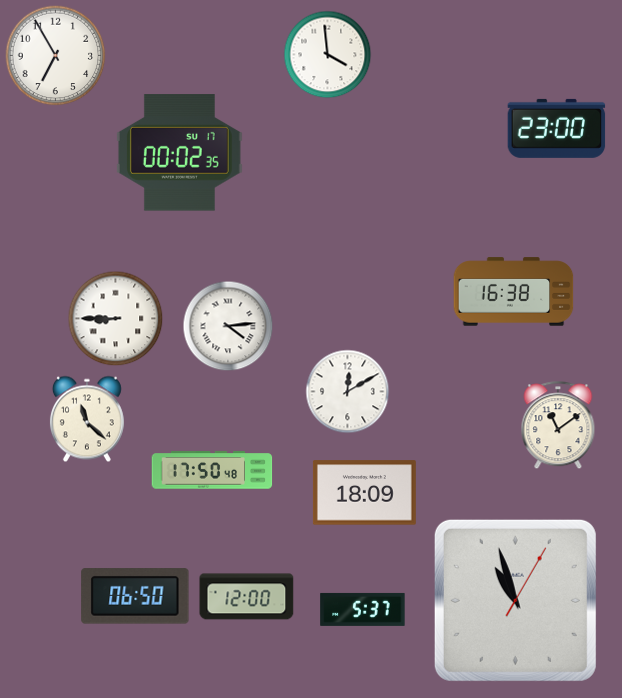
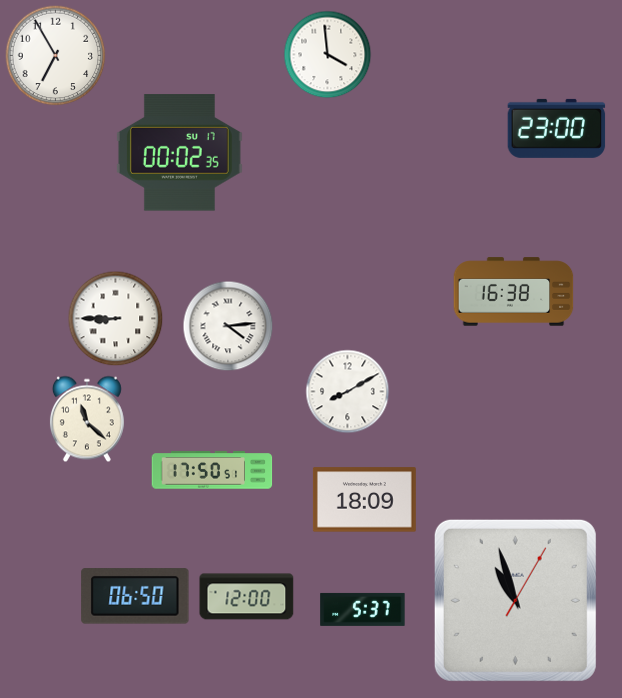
clock at (348, 392): 12:10 -> 8:10
clock at (558, 426): 11:09 -> none
clock at (212, 470): 17:50:48 -> 17:50:51
clock at (364, 493) position: (364, 493) -> (364, 500)
